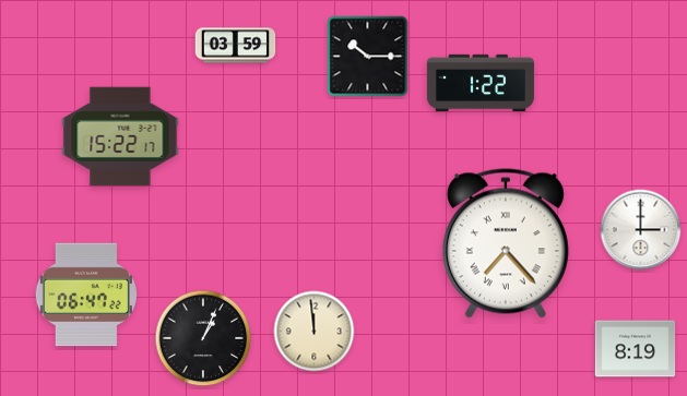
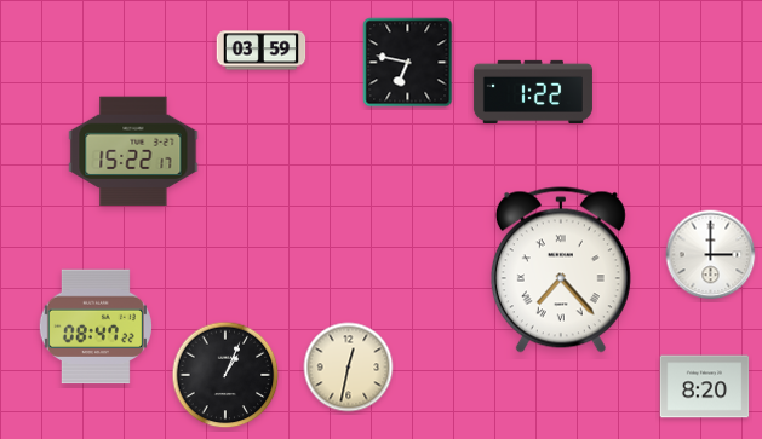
clock at (368, 57): 10:15 -> 6:47
clock at (86, 295): 06:47 -> 08:47
clock at (315, 332): 11:59 -> 12:32
clock at (636, 349): 8:19 -> 8:20
